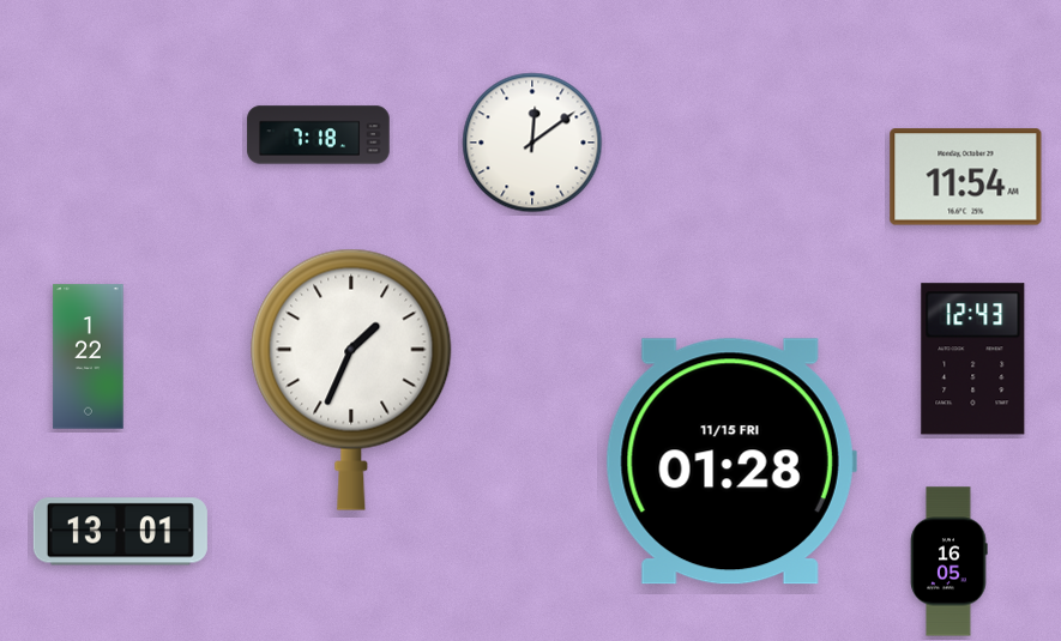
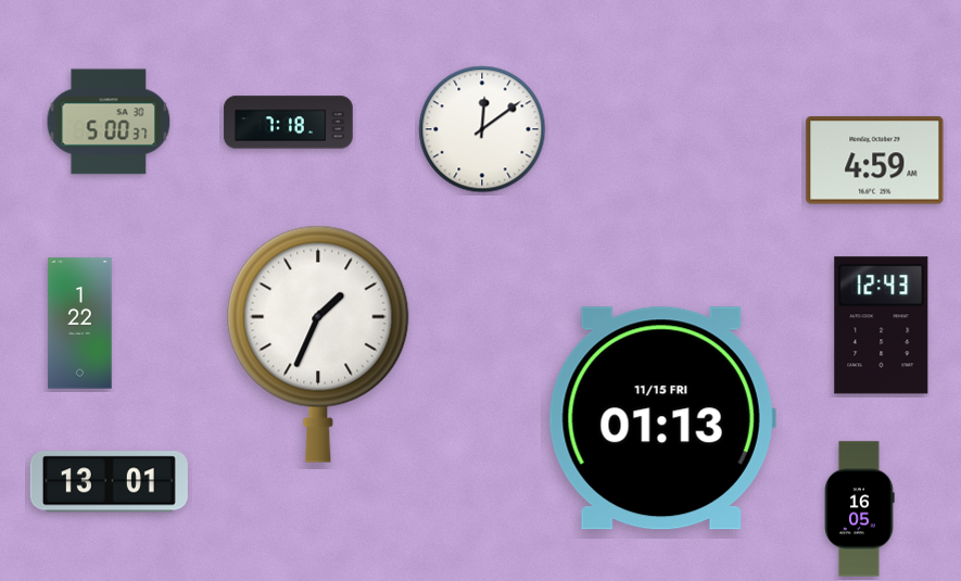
clock at (109, 122): none -> 5:00
clock at (966, 177): 11:54 -> 4:59
clock at (731, 461): 01:28 -> 01:13
